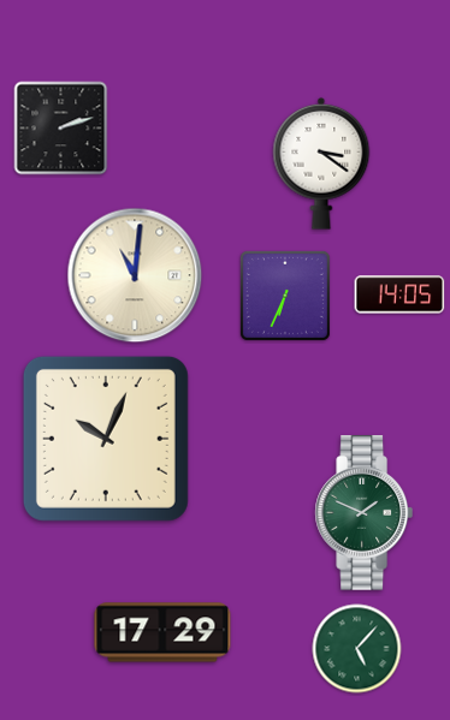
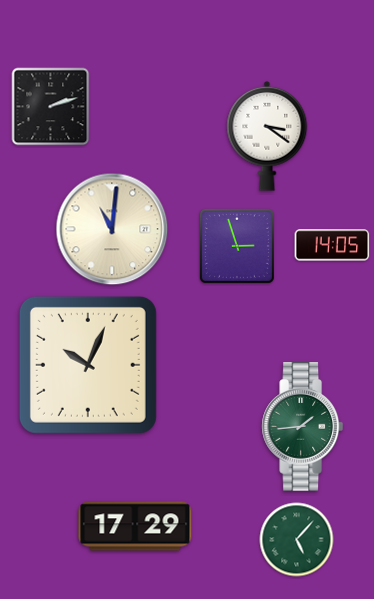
clock at (285, 296): 6:34 -> 2:57
clock at (363, 513): 1:49 -> 1:44
